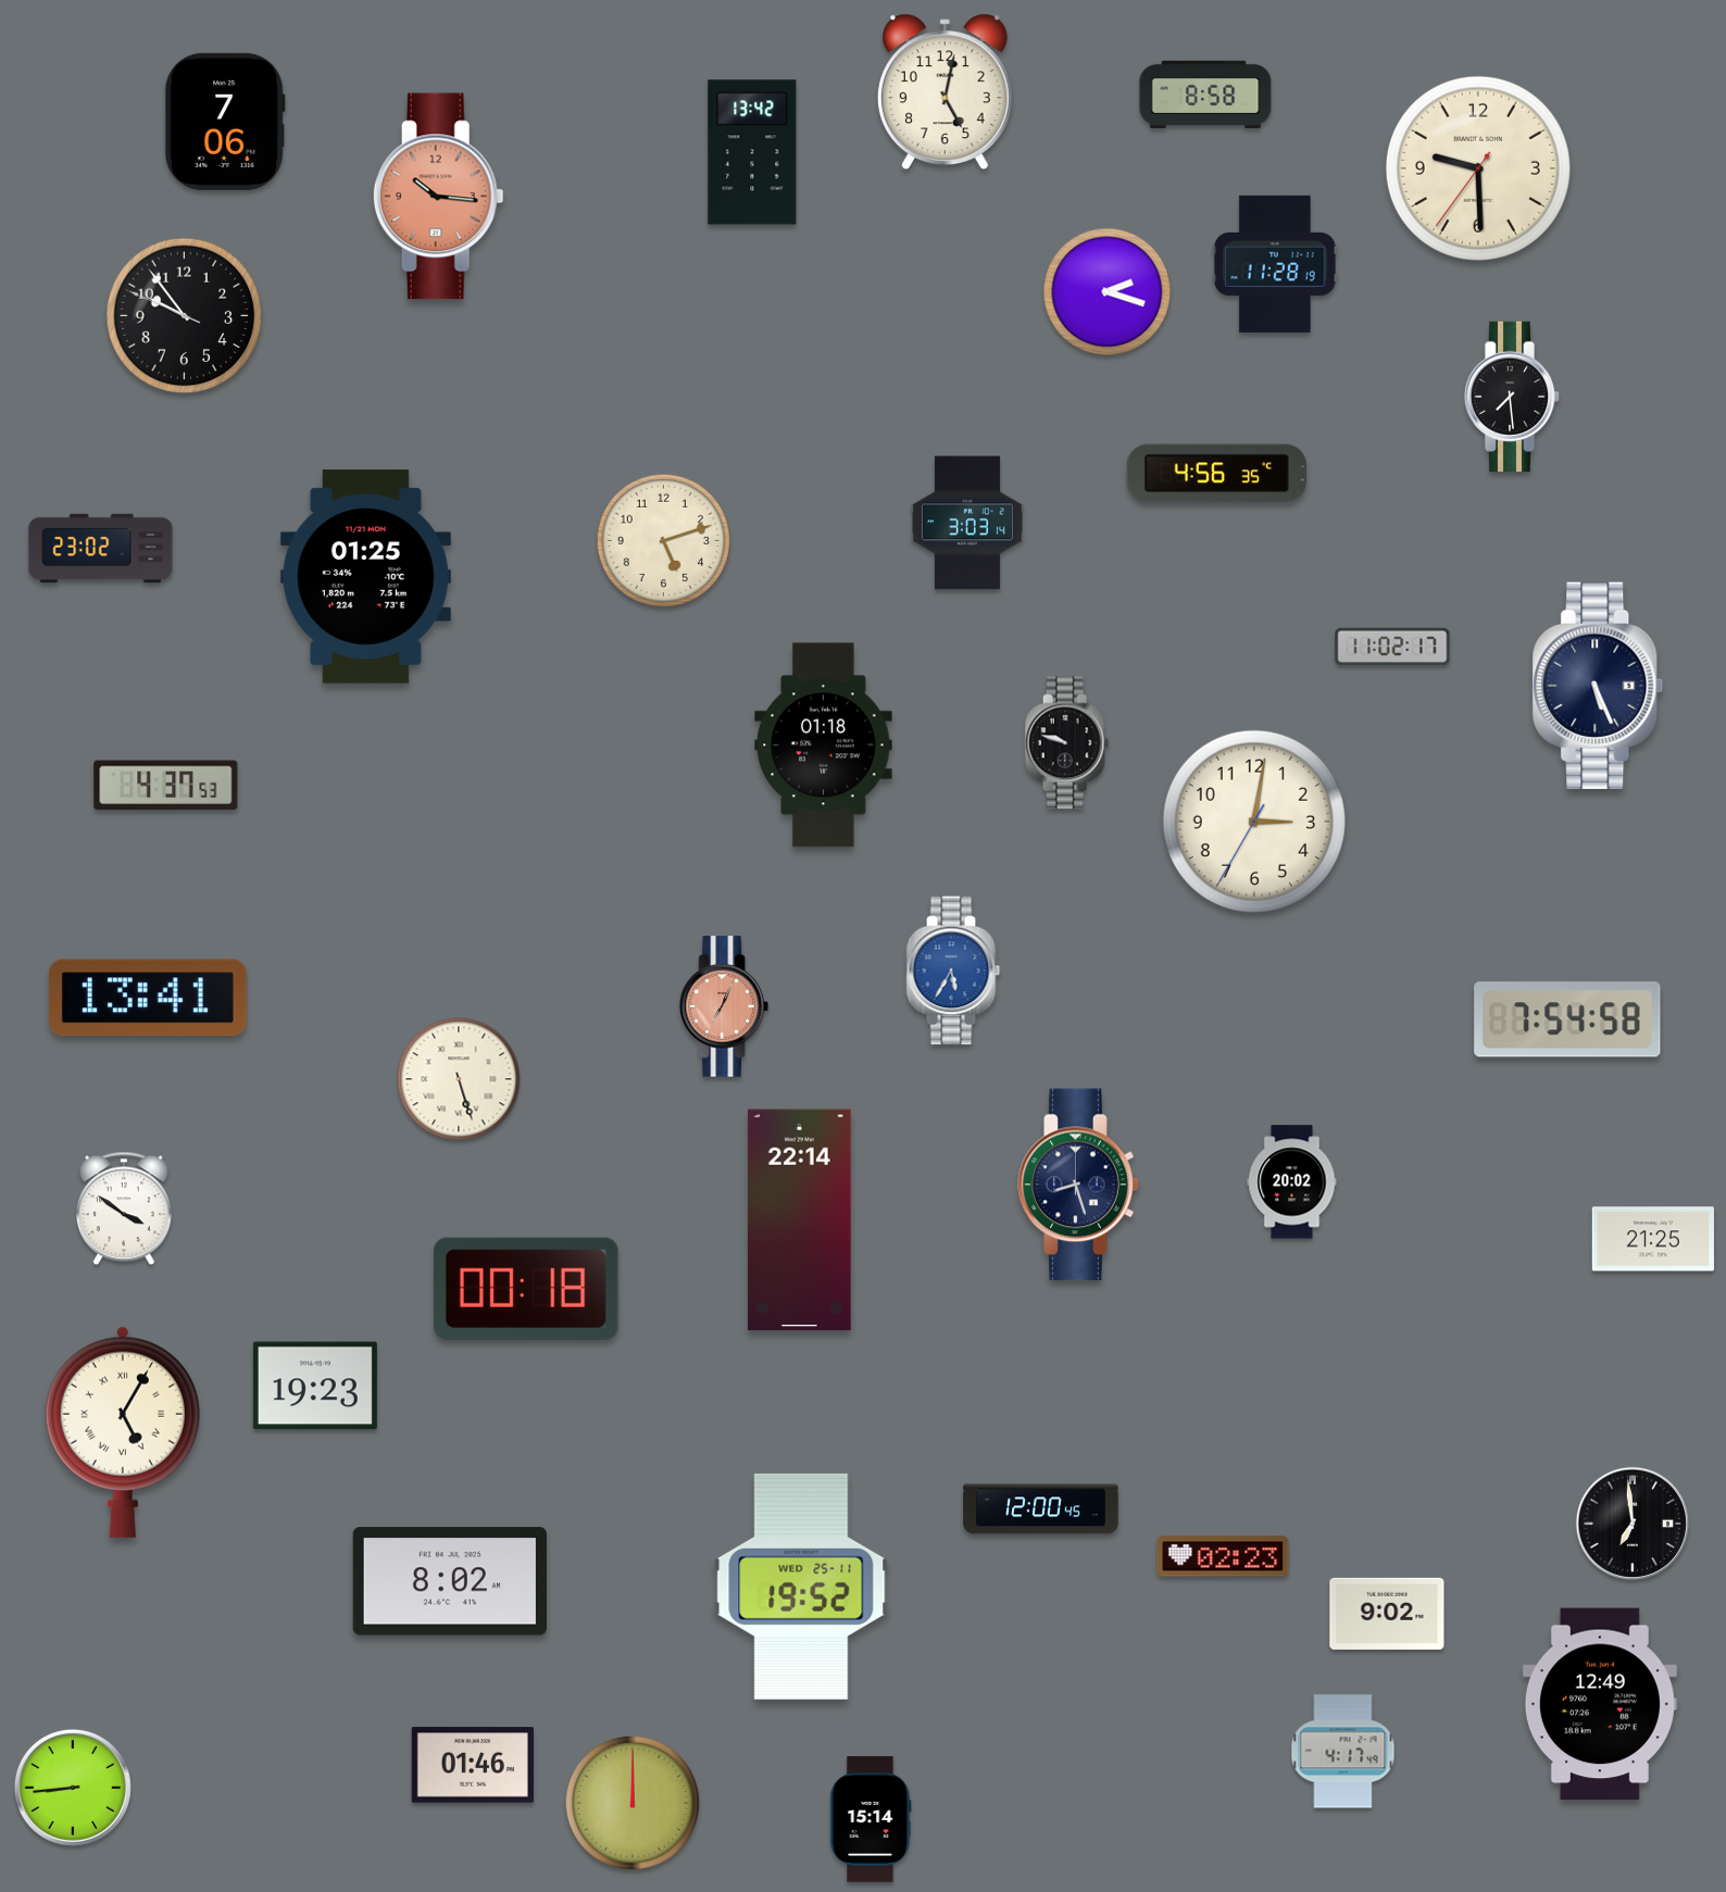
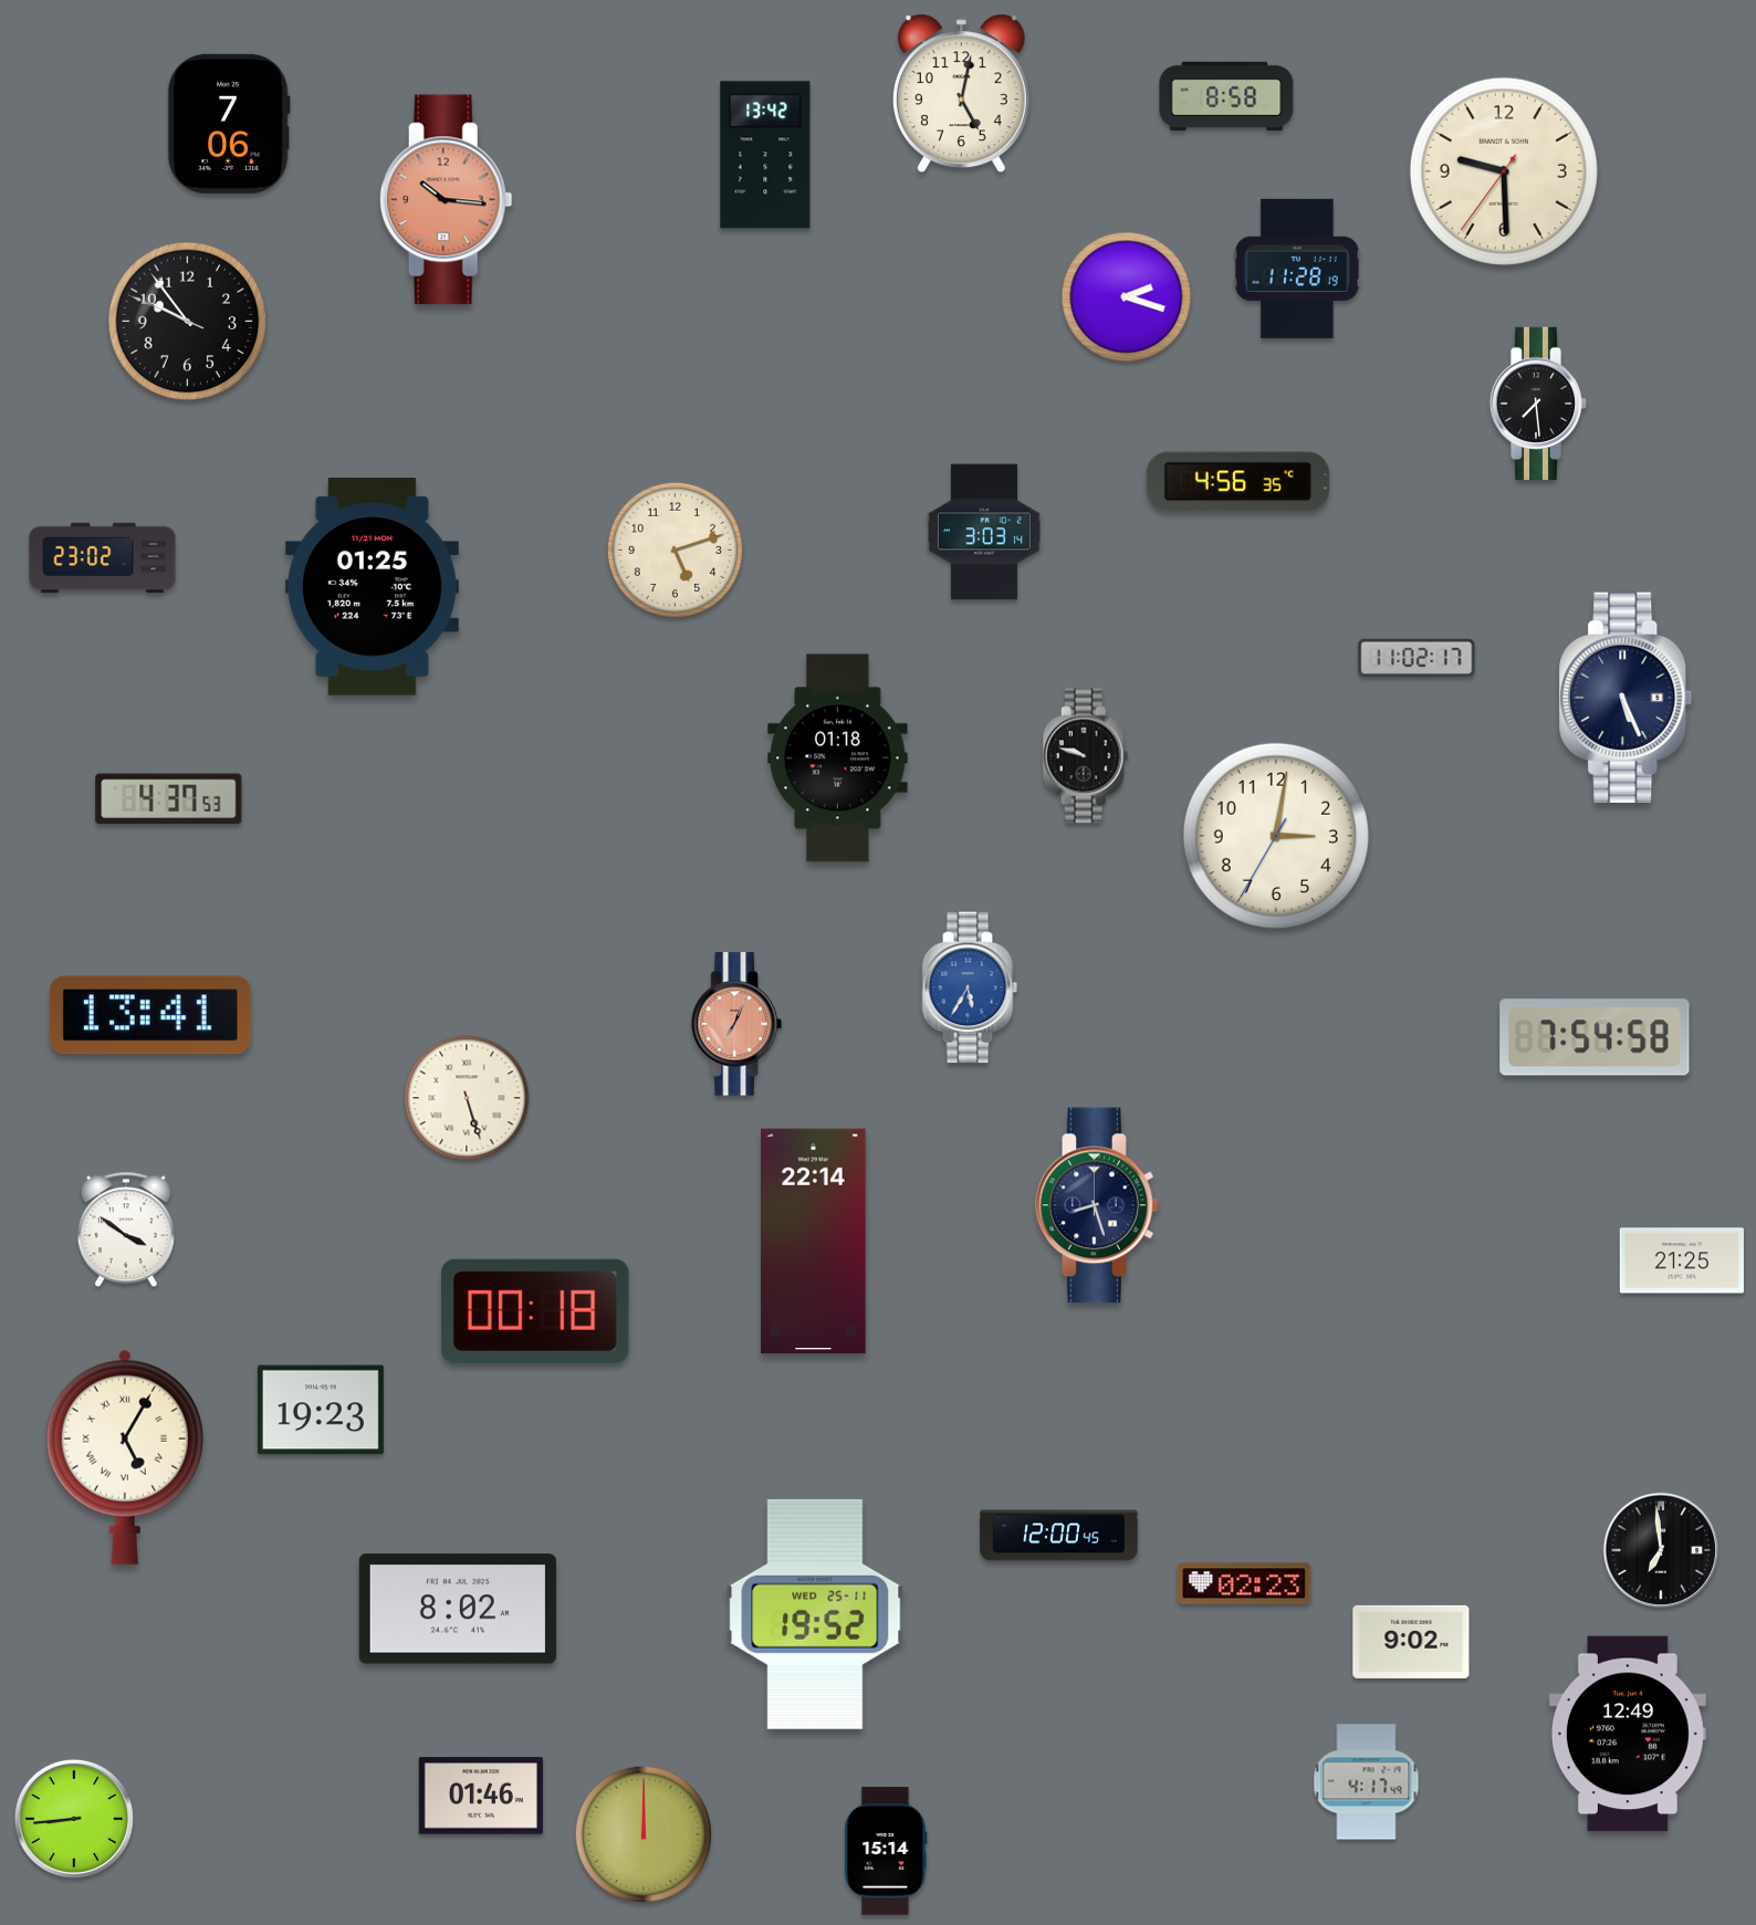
clock at (1292, 1182): 20:02 -> none
